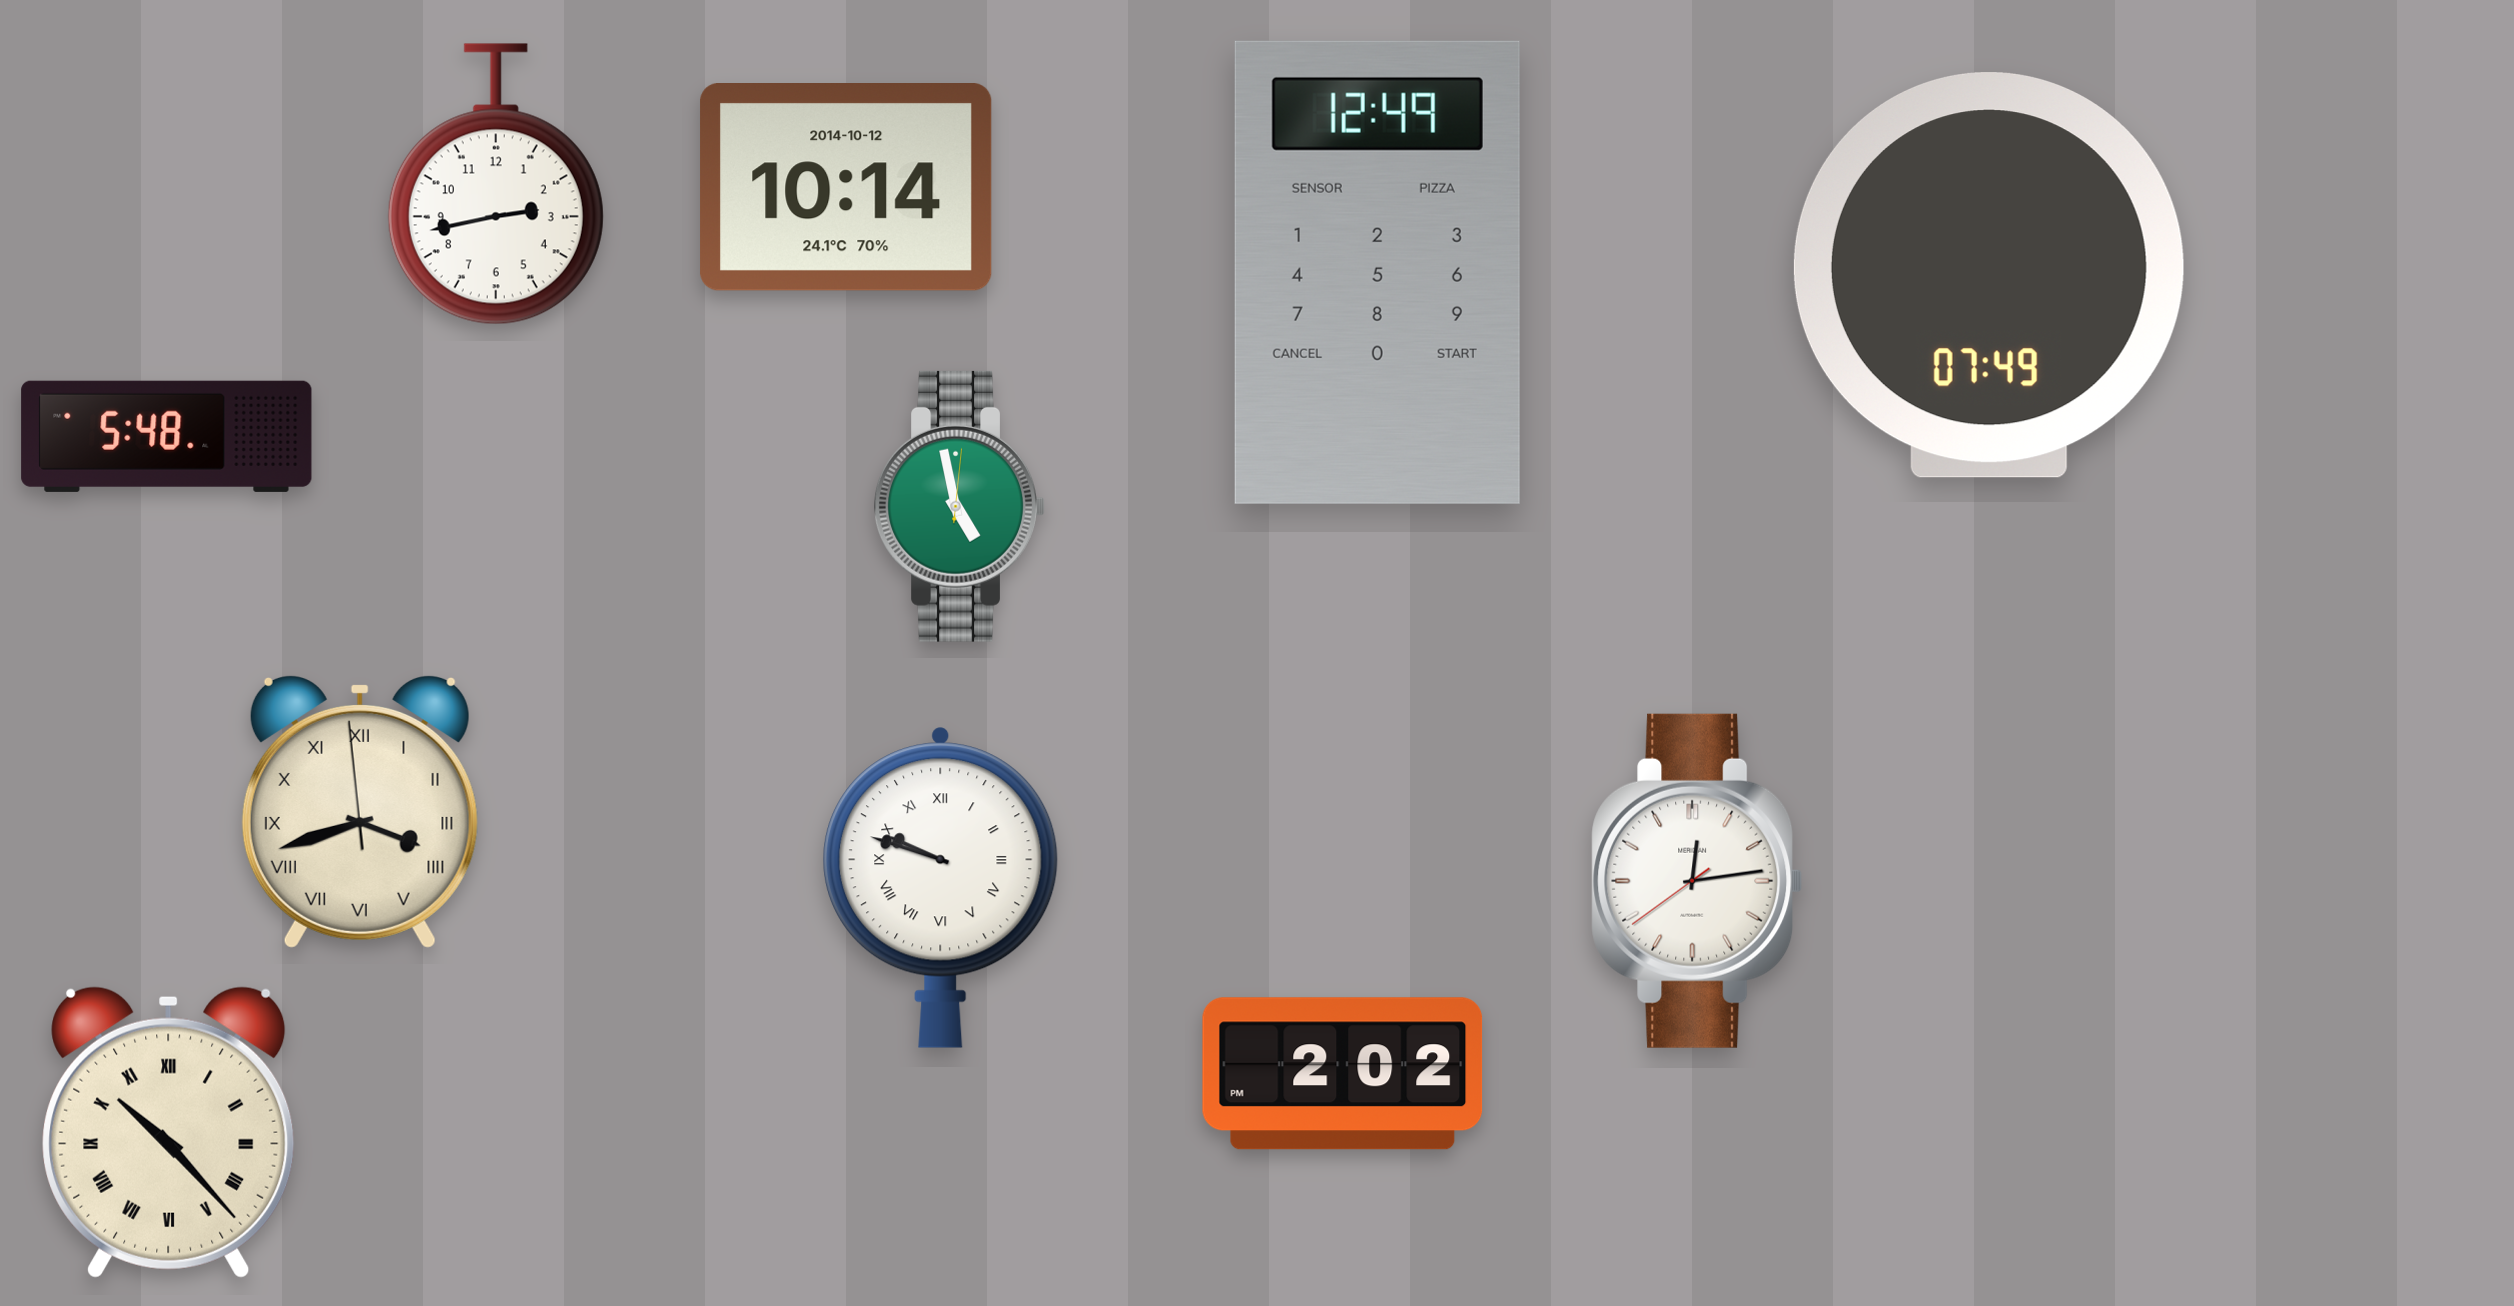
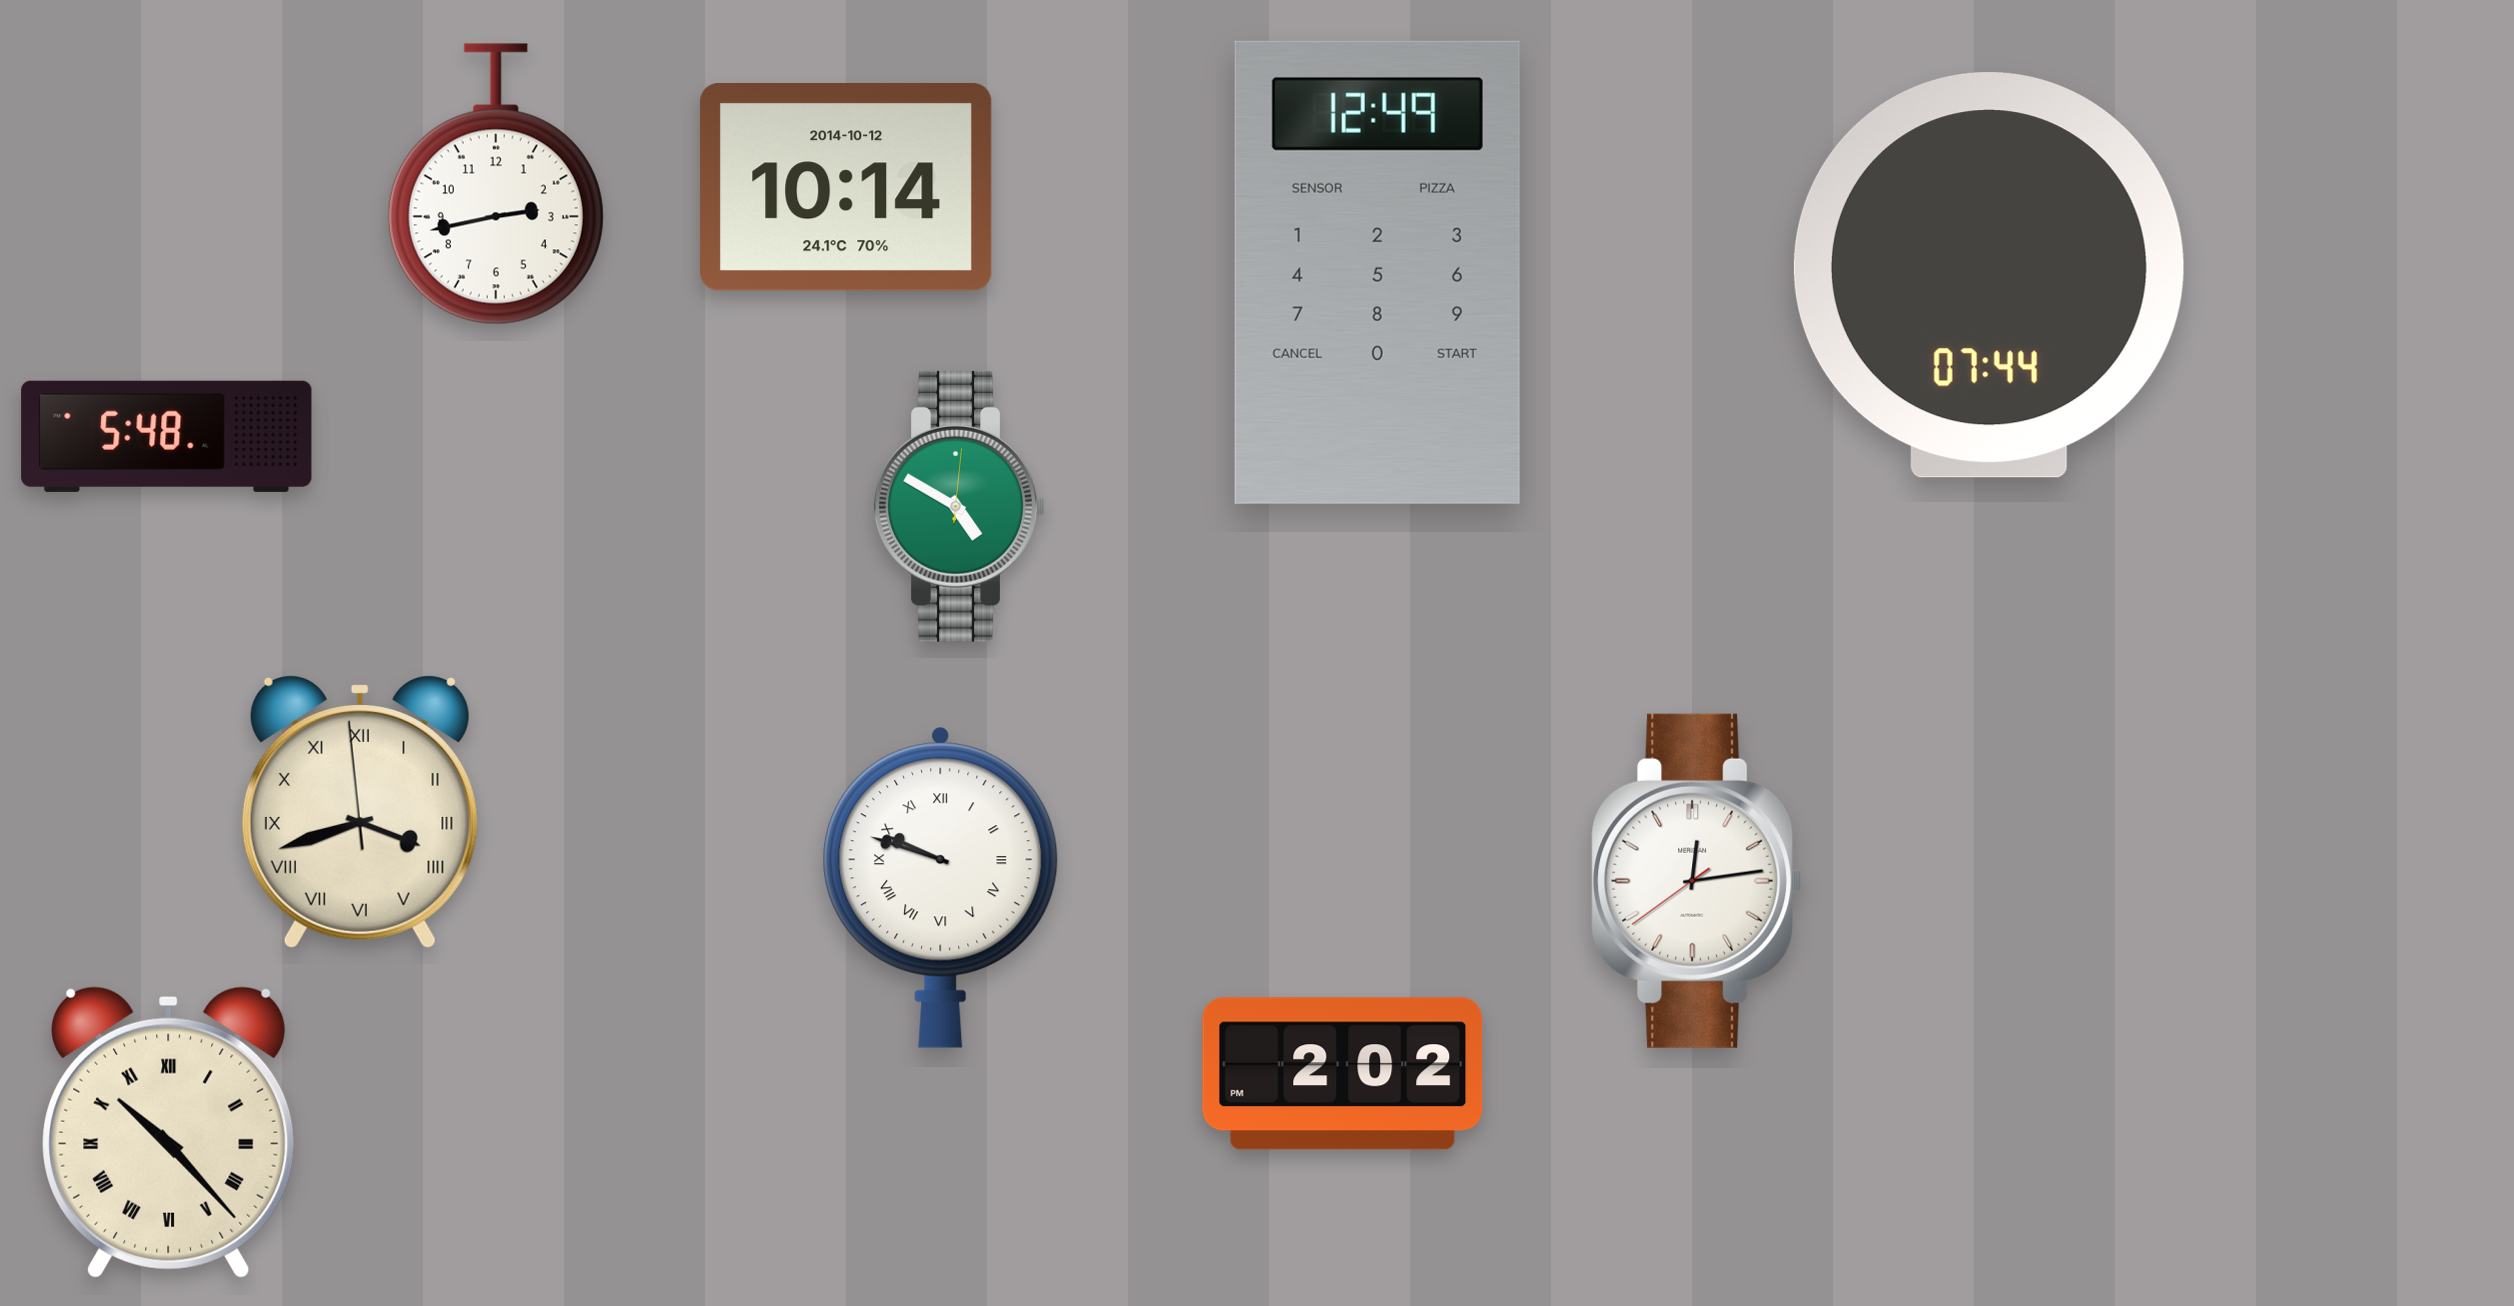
clock at (1989, 275): 07:49 -> 07:44
clock at (959, 506): 4:58 -> 4:50
